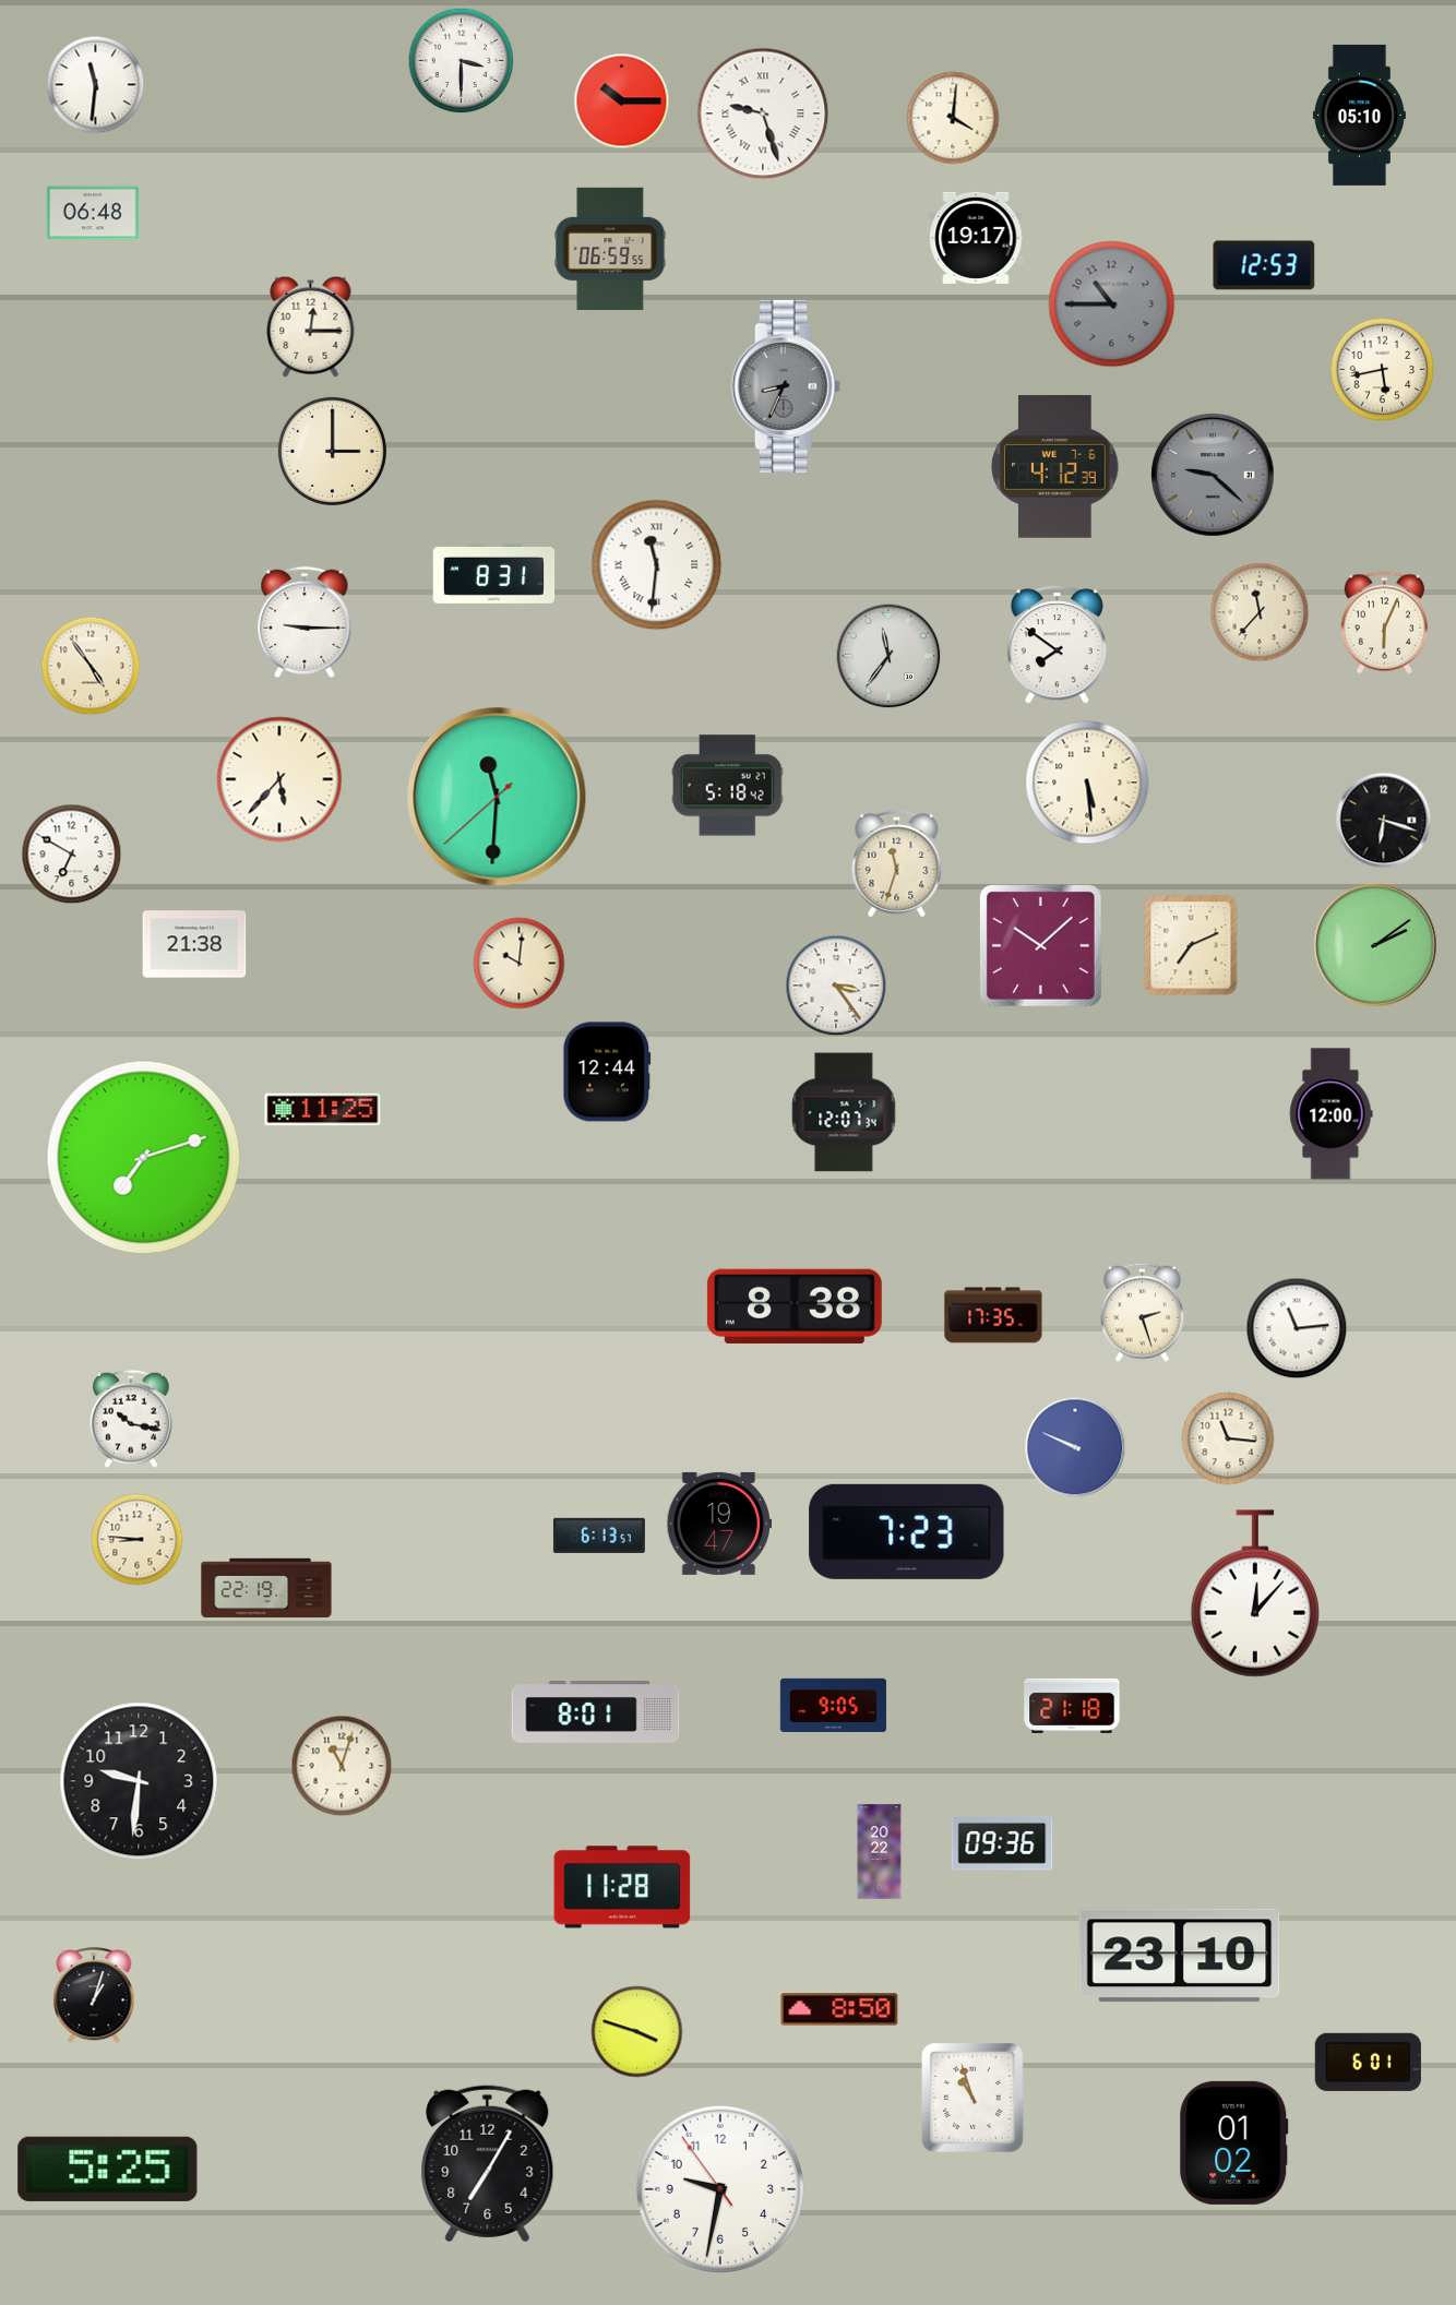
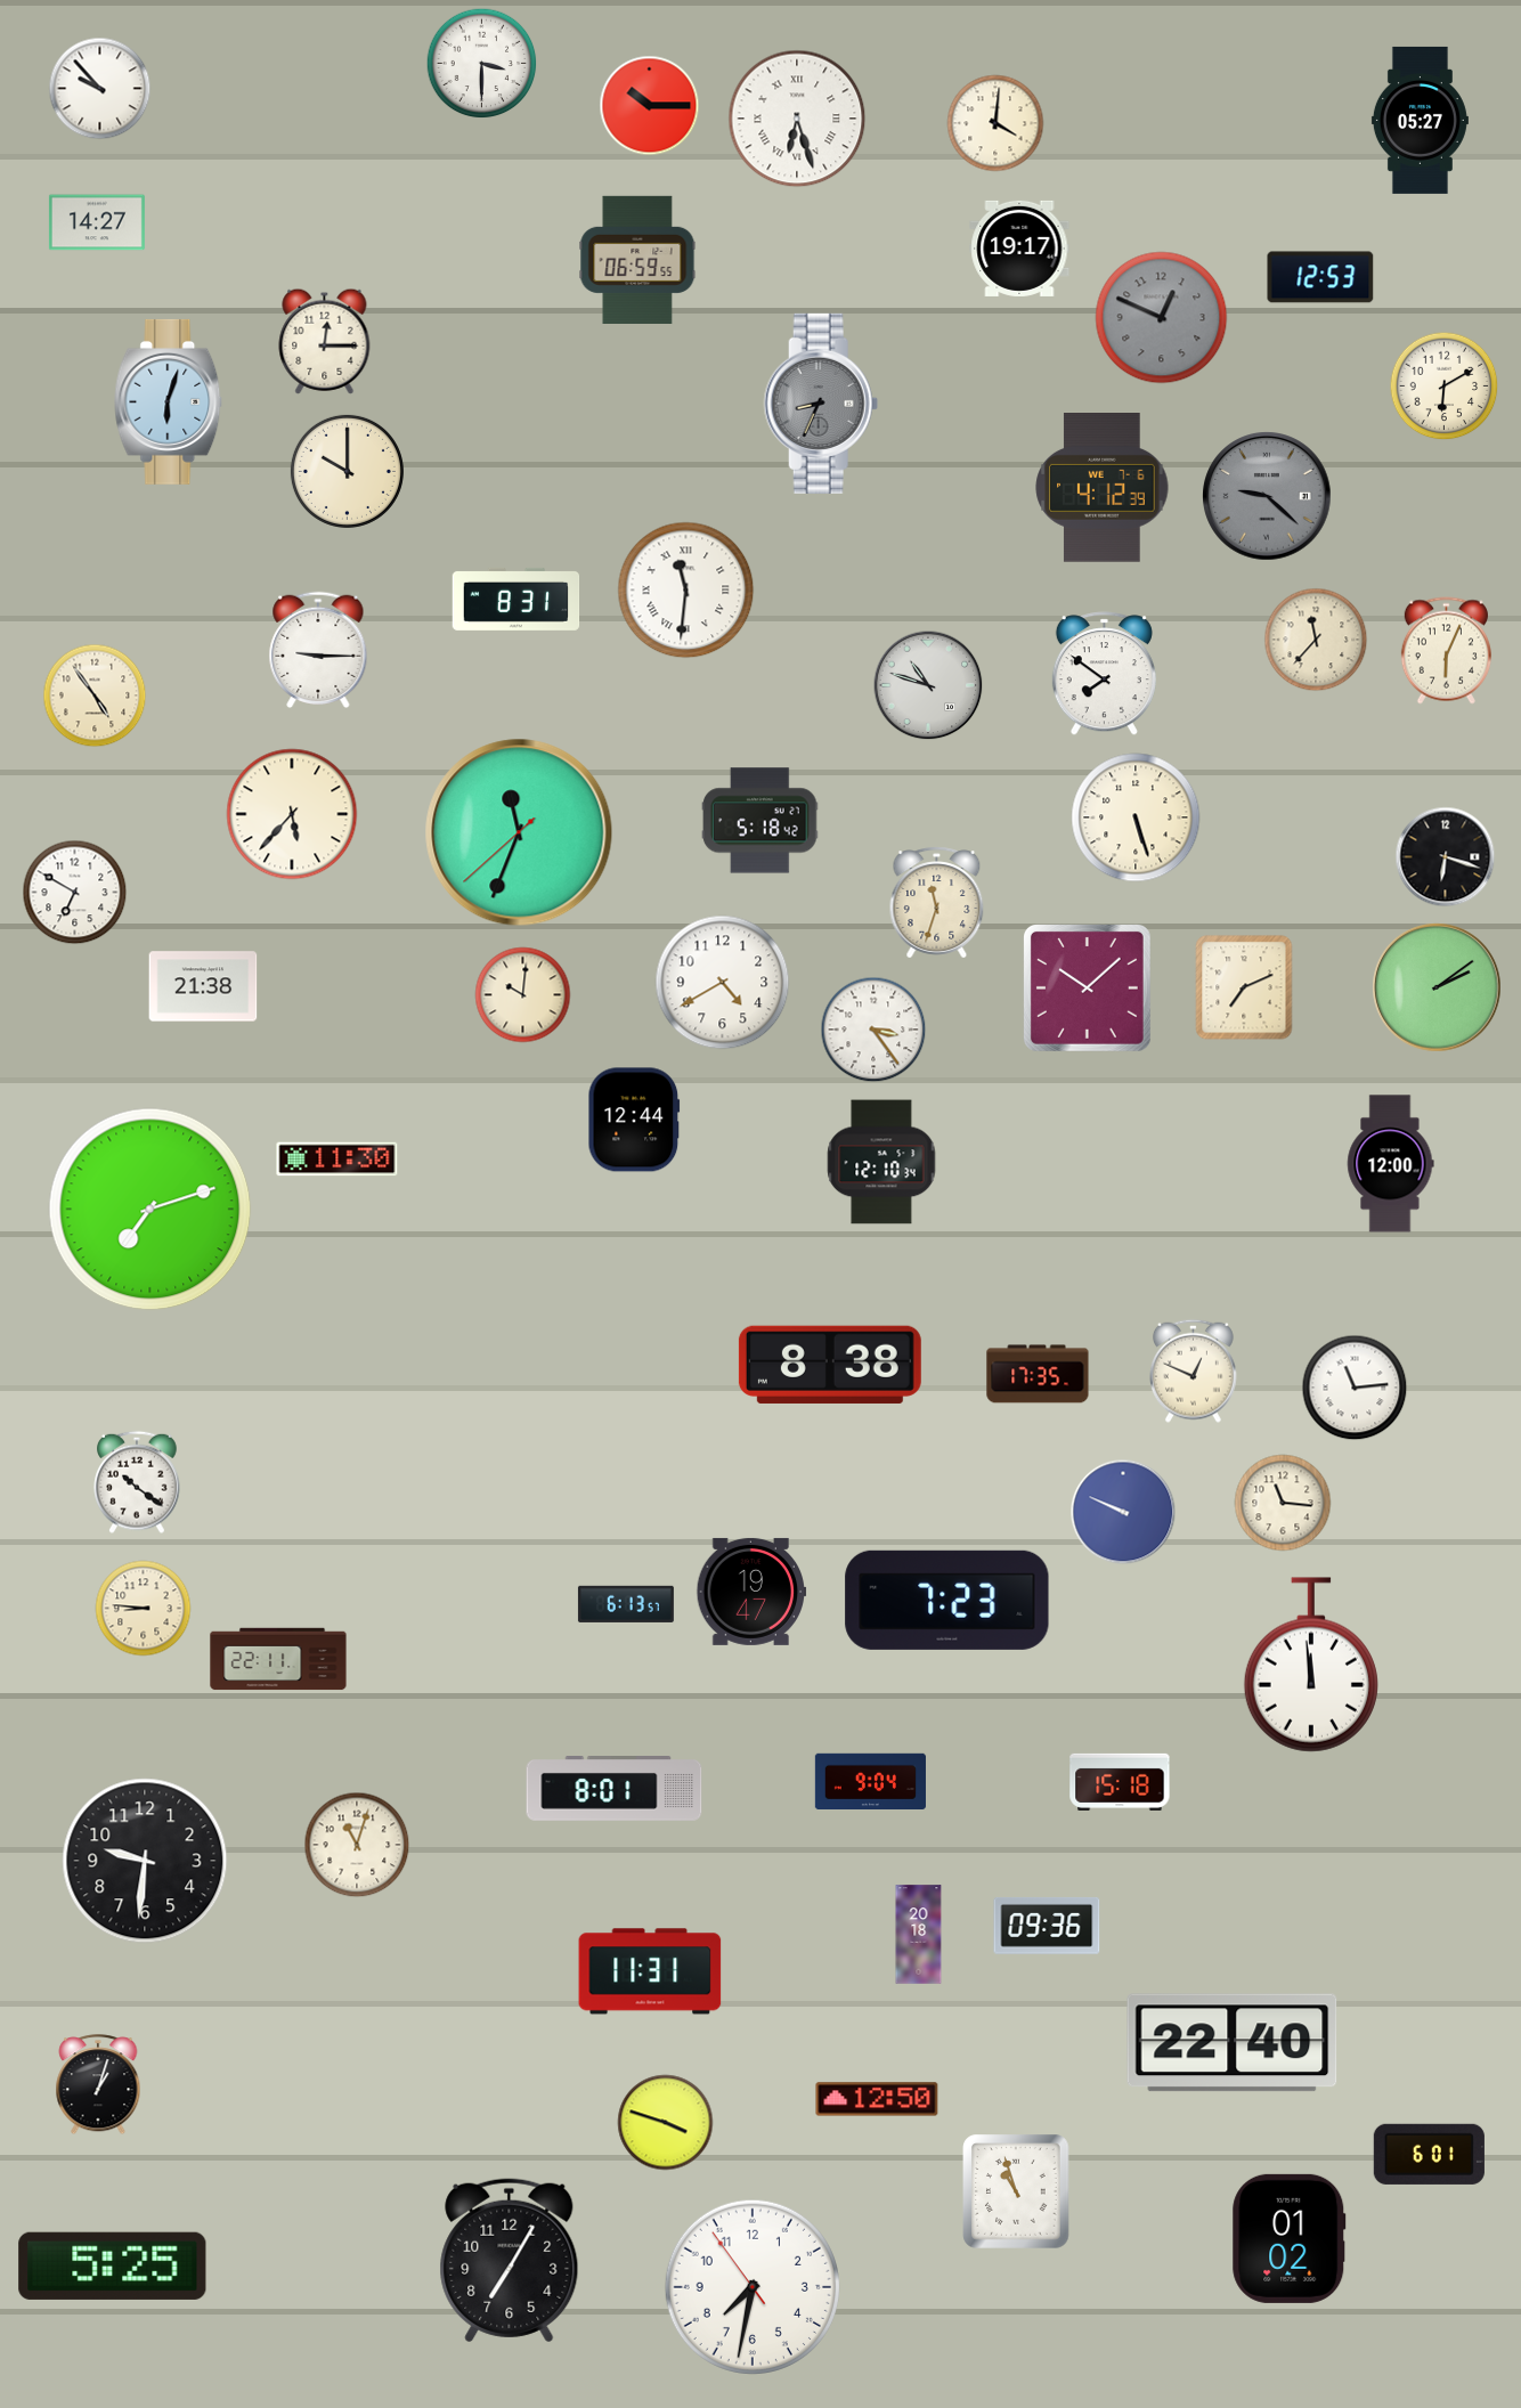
clock at (96, 85): 11:31 -> 9:53
clock at (763, 114): 9:27 -> 6:27
clock at (1359, 115): 05:10 -> 05:27
clock at (93, 213): 06:48 -> 14:27
clock at (1112, 304): 10:45 -> 12:49
clock at (1383, 370): 5:43 -> 6:10
clock at (169, 401): none -> 6:03
clock at (332, 451): 3:00 -> 10:00
clock at (888, 656): 11:36 -> 10:48
clock at (1087, 783): 5:29 -> 5:27
clock at (497, 797): 11:30 -> 11:33
clock at (723, 983): none -> 4:40
clock at (520, 964) position: (520, 964) -> (523, 995)
clock at (323, 1110): 11:25 -> 11:30
clock at (844, 1112): 12:07 -> 12:10
clock at (1143, 1312): 2:27 -> 12:49
clock at (131, 1419): 10:17 -> 10:21
clock at (266, 1588): 22:19 -> 22:11
clock at (1255, 1593): 12:07 -> 11:59
clock at (833, 1705): 9:05 -> 9:04
clock at (1072, 1706): 21:18 -> 15:18
clock at (596, 1712) position: (596, 1712) -> (615, 1789)
clock at (880, 1852): 20:22 -> 20:18
clock at (622, 1887): 11:28 -> 11:31
clock at (1180, 1956): 23:10 -> 22:40
clock at (839, 2009): 8:50 -> 12:50
clock at (720, 2189): 9:31 -> 7:31
